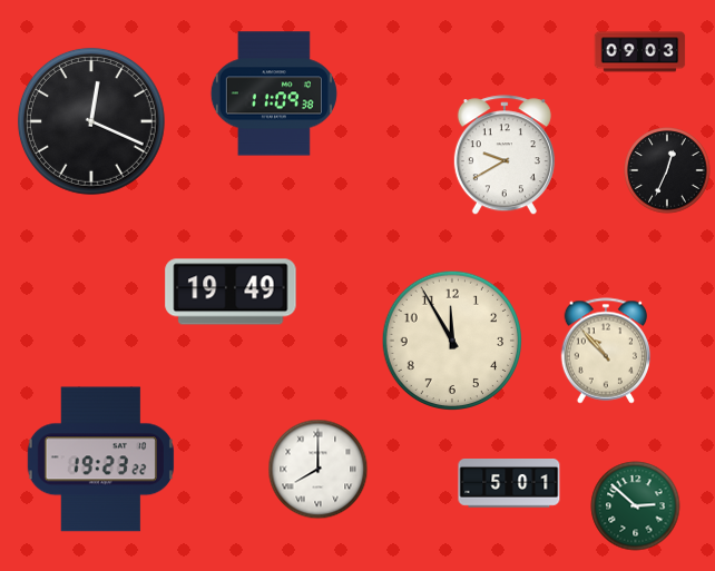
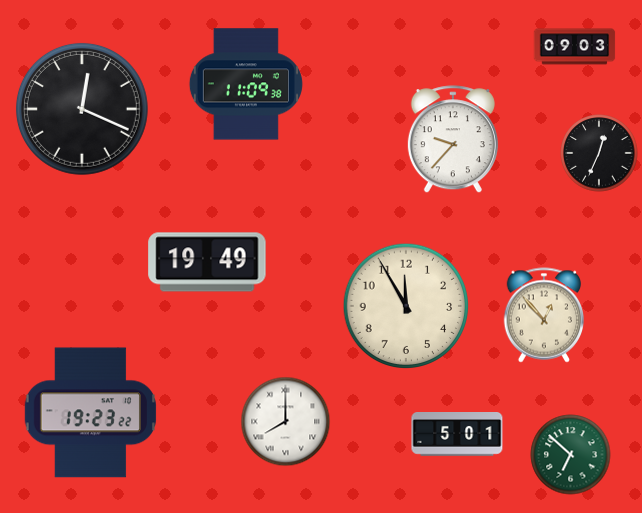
clock at (505, 156): 9:40 -> 9:37
clock at (605, 351): 10:53 -> 12:53
clock at (636, 506): 2:52 -> 6:52
